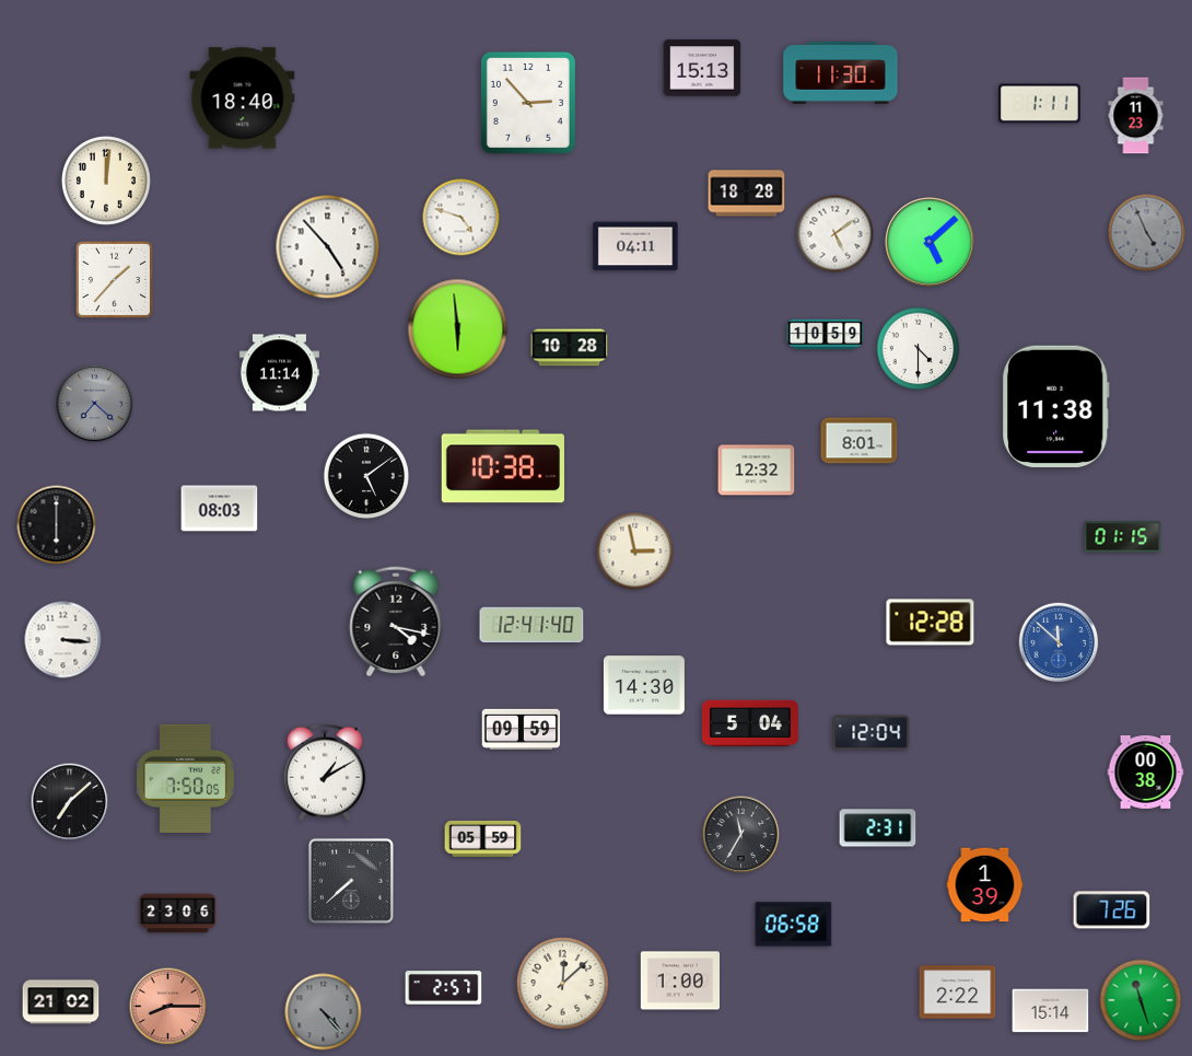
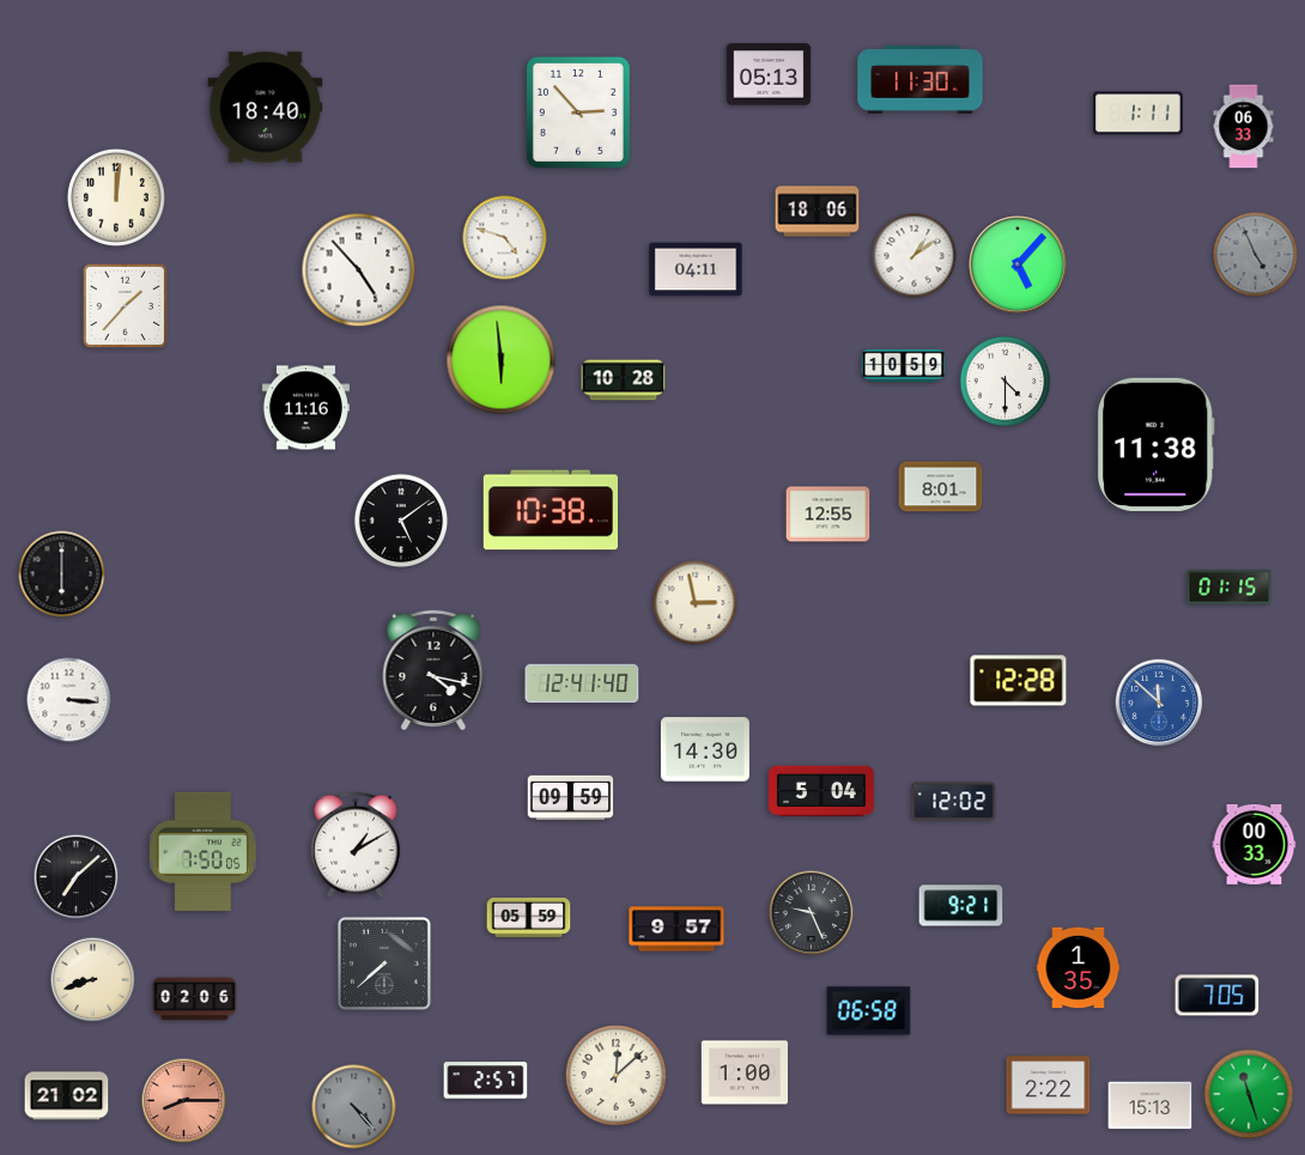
clock at (702, 68): 15:13 -> 05:13
clock at (1136, 116): 11:23 -> 06:33
clock at (747, 194): 18:28 -> 18:06
clock at (835, 234): 5:09 -> 1:09
clock at (930, 242): 5:08 -> 5:07
clock at (279, 373): 11:14 -> 11:16
clock at (95, 404): 7:22 -> none
clock at (860, 441) position: (860, 441) -> (941, 487)
clock at (757, 471): 12:32 -> 12:55
clock at (220, 509): 08:03 -> none
clock at (396, 622) position: (396, 622) -> (433, 670)
clock at (872, 733): 12:04 -> 12:02
clock at (1146, 773): 00:38 -> 00:33
clock at (878, 828): 2:31 -> 9:21
clock at (741, 835): 11:35 -> 9:26
clock at (676, 929): none -> 9:57
clock at (985, 885): 1:39 -> 1:35
clock at (93, 980): none -> 8:42
clock at (1112, 910): 7:26 -> 7:05
clock at (178, 914): 23:06 -> 02:06
clock at (1051, 1011): 15:14 -> 15:13
